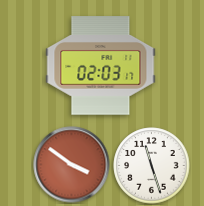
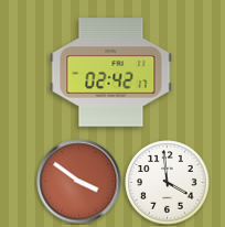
clock at (101, 66): 02:03 -> 02:42
clock at (152, 166): 11:27 -> 3:59
